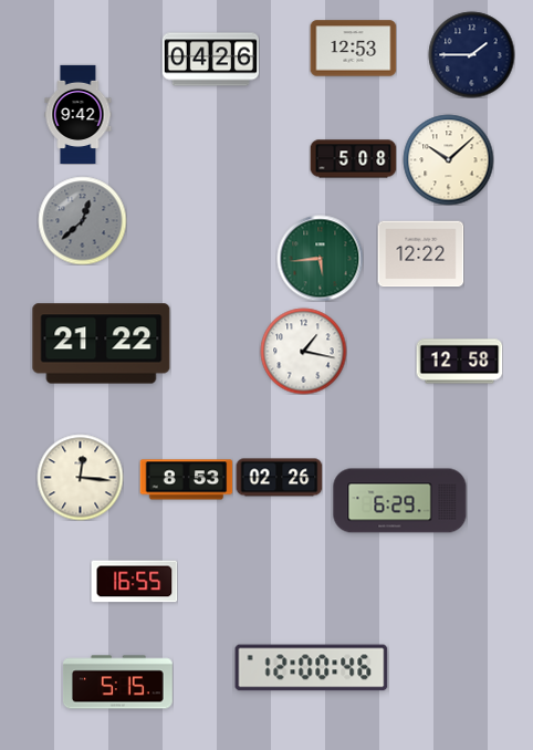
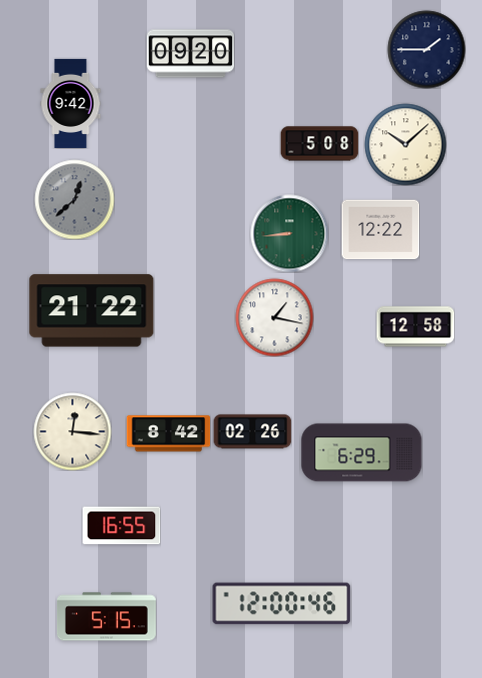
clock at (353, 49): 12:53 -> none
clock at (210, 60): 04:26 -> 09:20
clock at (320, 258): 5:44 -> 8:44
clock at (186, 480): 8:53 -> 8:42
